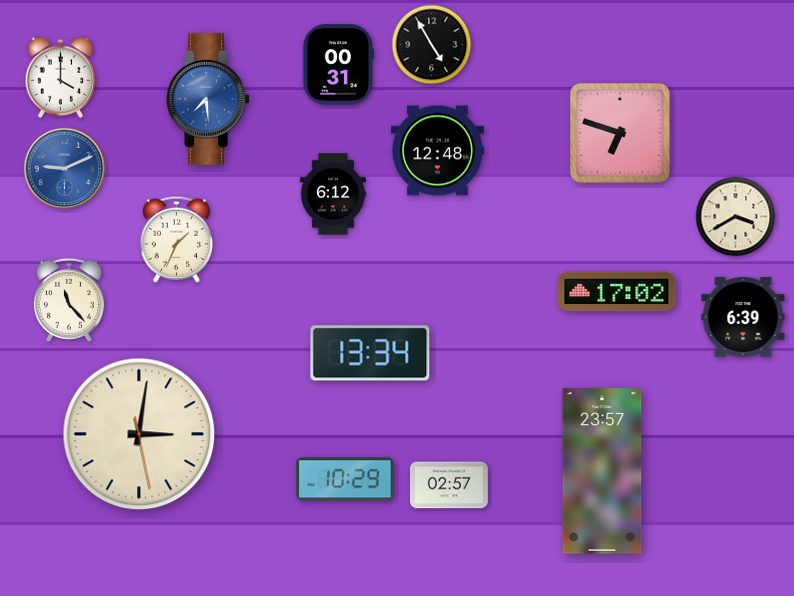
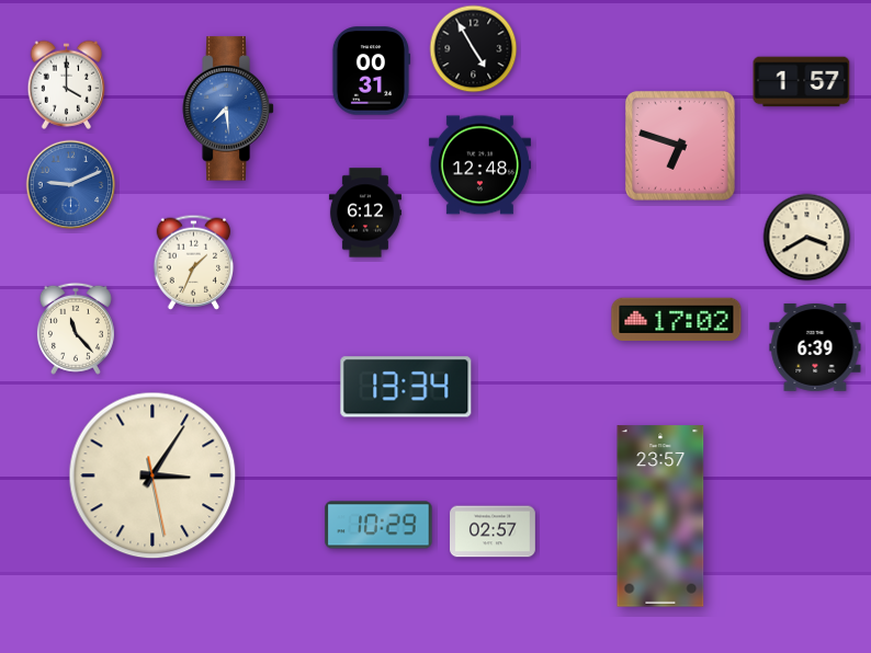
clock at (802, 82): none -> 1:57
clock at (139, 434): 3:01 -> 3:05
